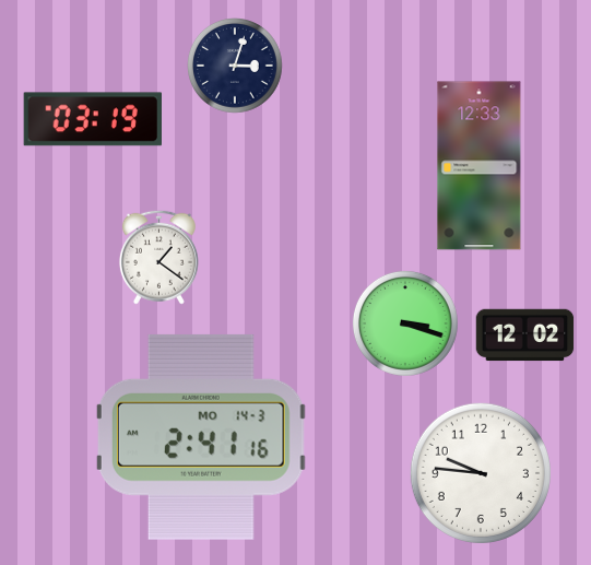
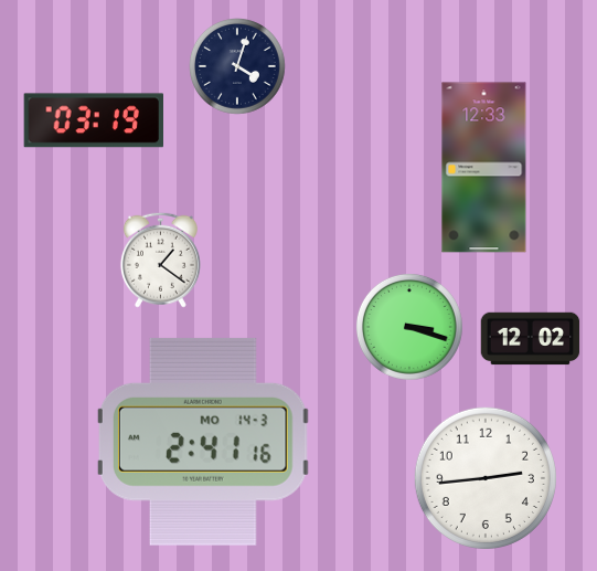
clock at (236, 67): 3:03 -> 4:03
clock at (481, 473): 9:46 -> 2:44
